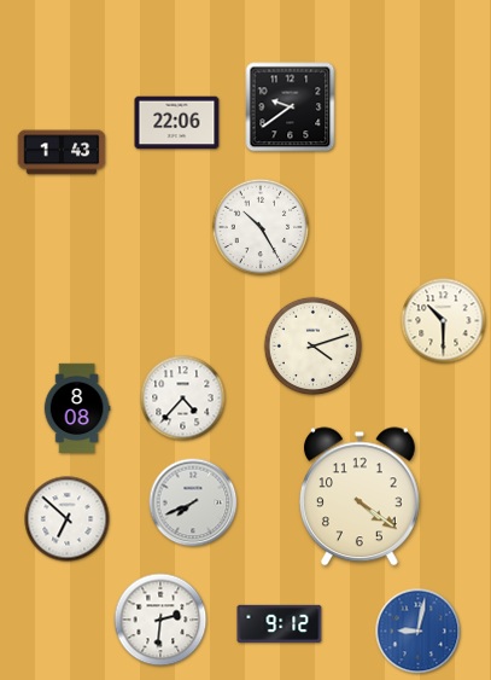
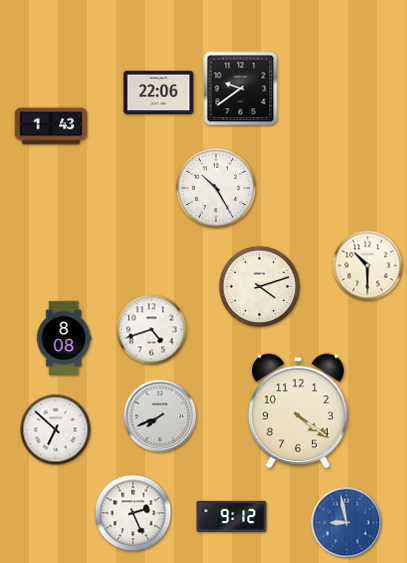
clock at (177, 123) position: (177, 123) -> (159, 93)
clock at (183, 399): 4:37 -> 4:42
clock at (160, 620): 2:31 -> 2:26
clock at (419, 632): 9:02 -> 8:58
